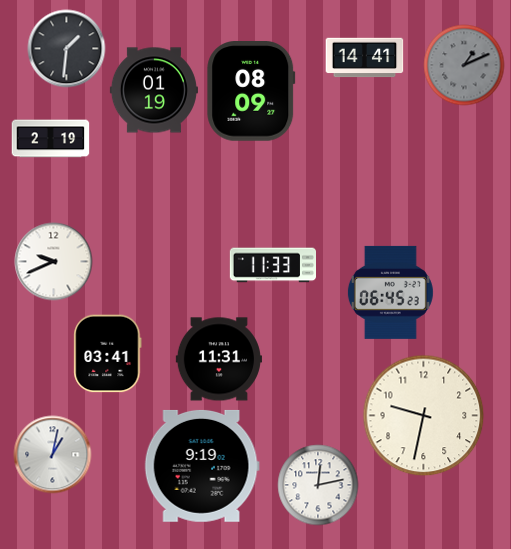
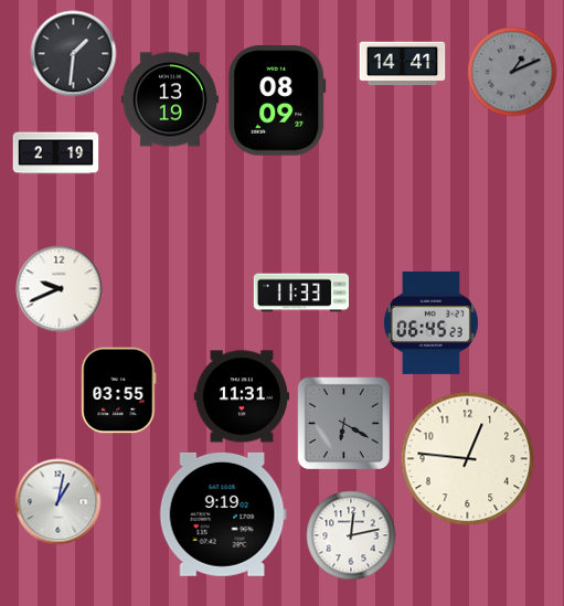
clock at (154, 90): 01:19 -> 13:19
clock at (108, 353): 03:41 -> 03:55
clock at (343, 423): none -> 6:20
clock at (423, 415): 9:32 -> 12:46
